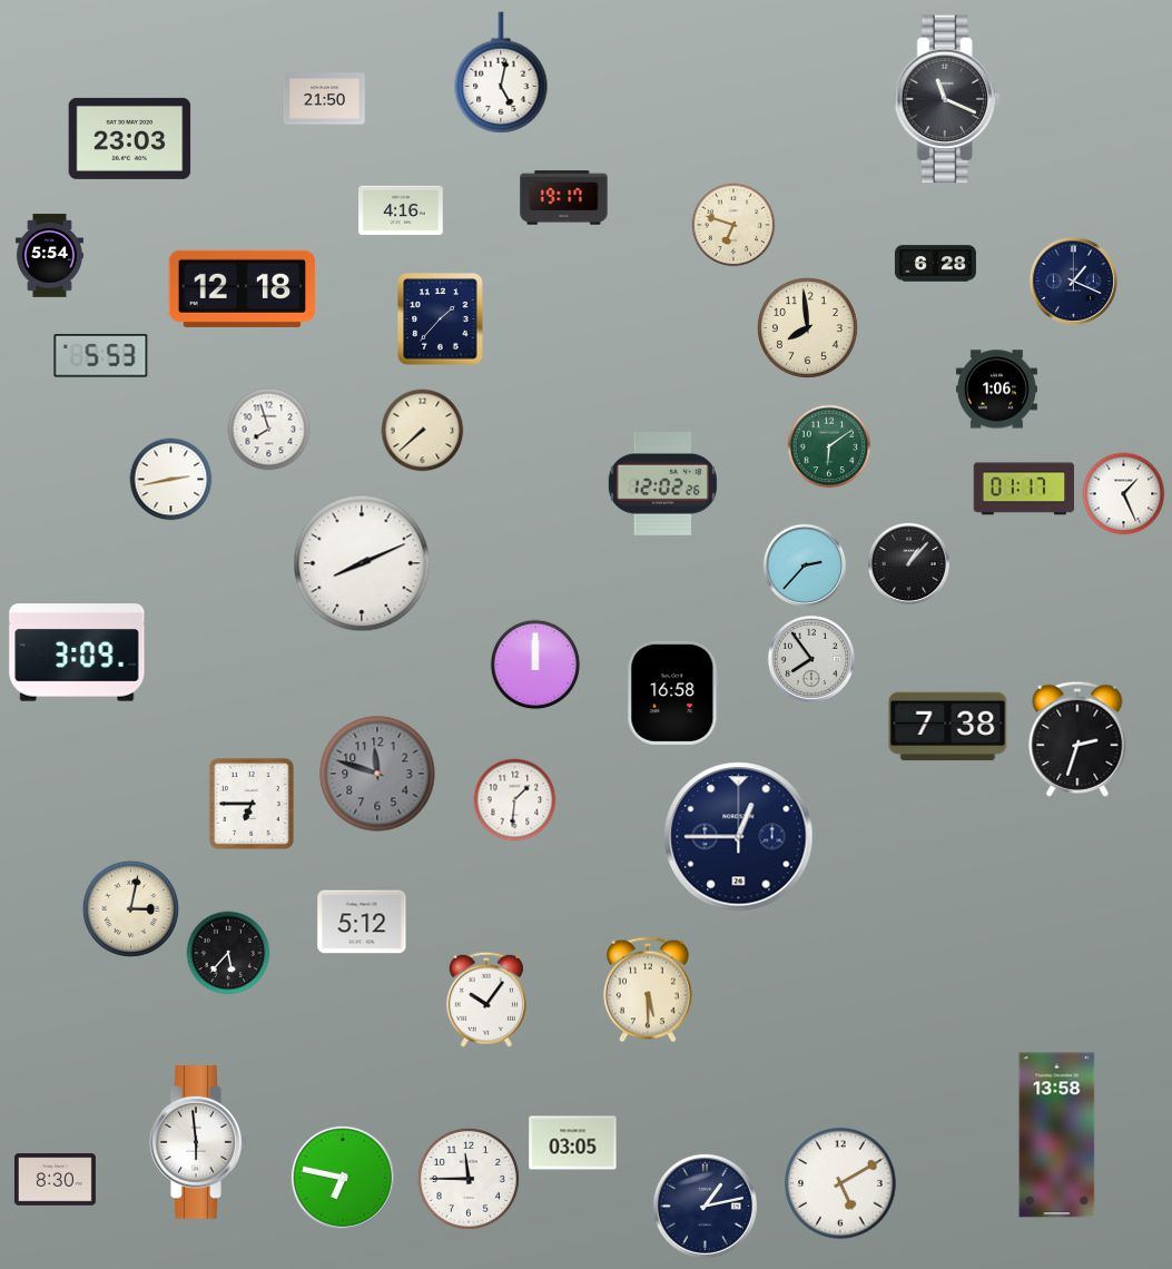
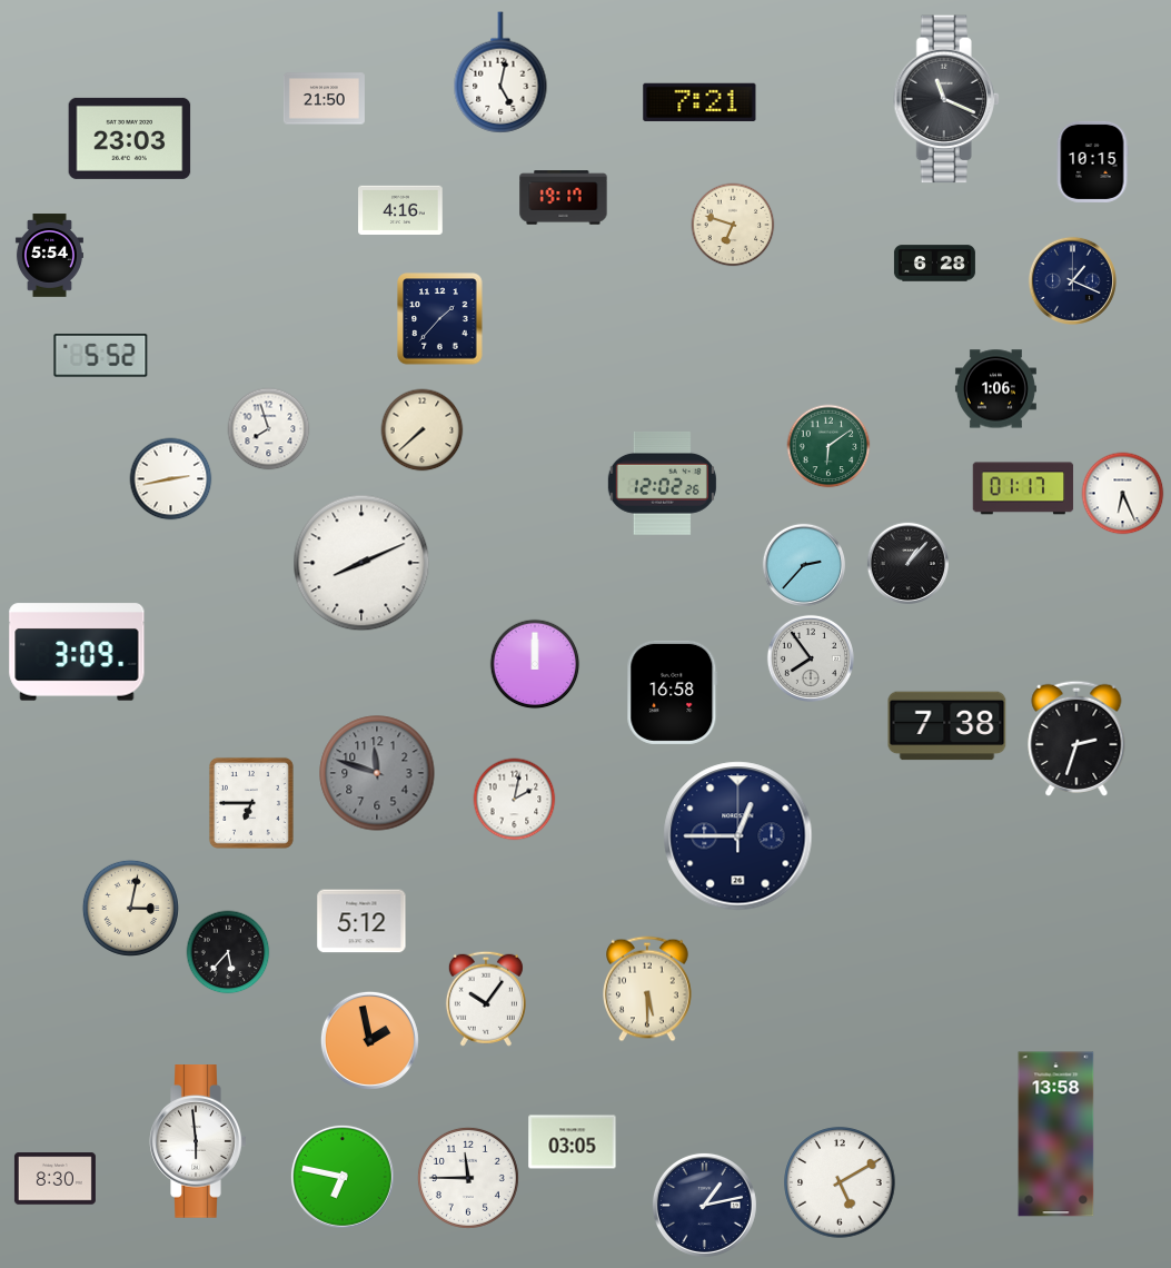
clock at (699, 102): none -> 7:21
clock at (1092, 161): none -> 10:15
clock at (243, 288): 12:18 -> none
clock at (807, 327): 7:59 -> none
clock at (101, 356): 5:53 -> 5:52
clock at (1124, 494): 1:26 -> 6:26
clock at (515, 800): 1:31 -> 2:02
clock at (369, 1040): none -> 1:58
